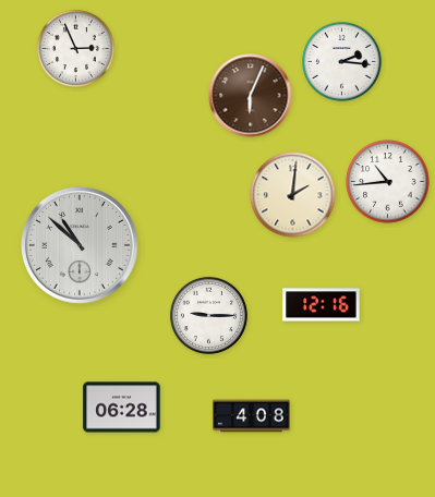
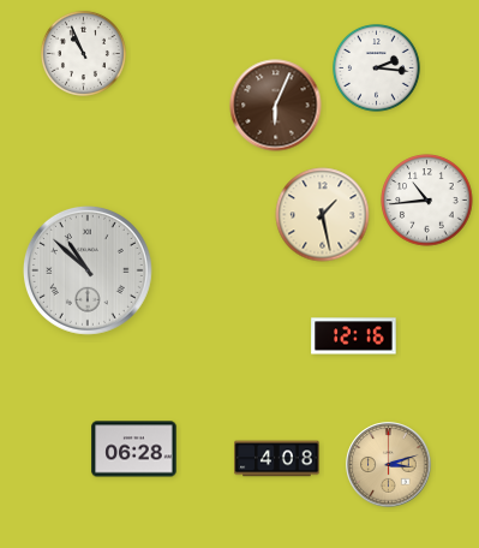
clock at (75, 48): 2:56 -> 10:56
clock at (293, 195): 2:01 -> 1:28
clock at (208, 315): 9:15 -> none
clock at (389, 465): none -> 3:12
